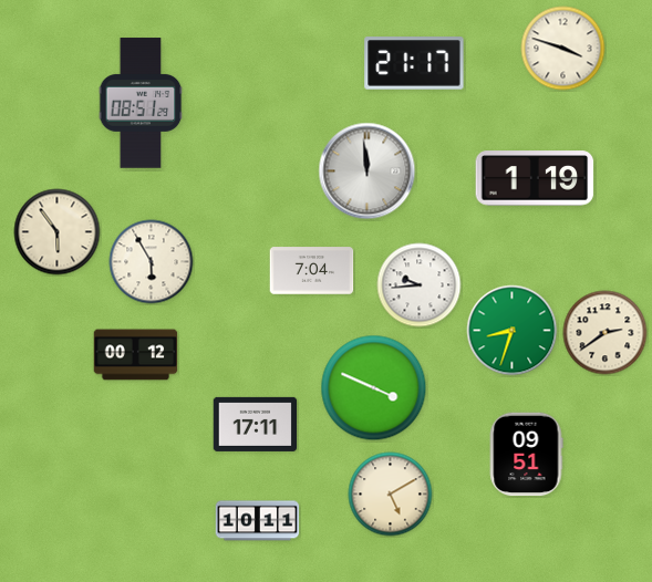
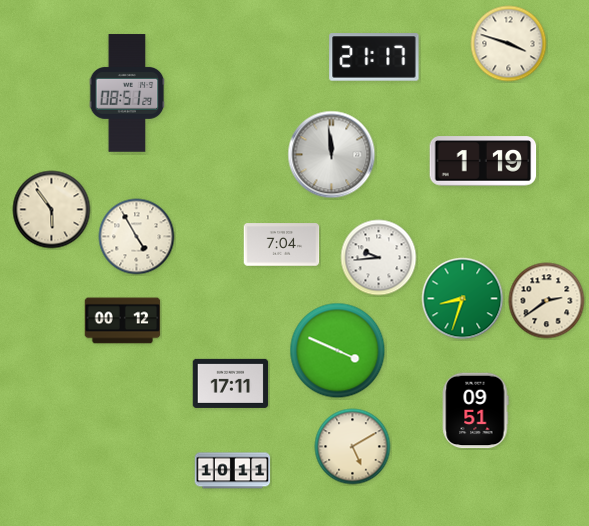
clock at (152, 262): 5:55 -> 4:55
